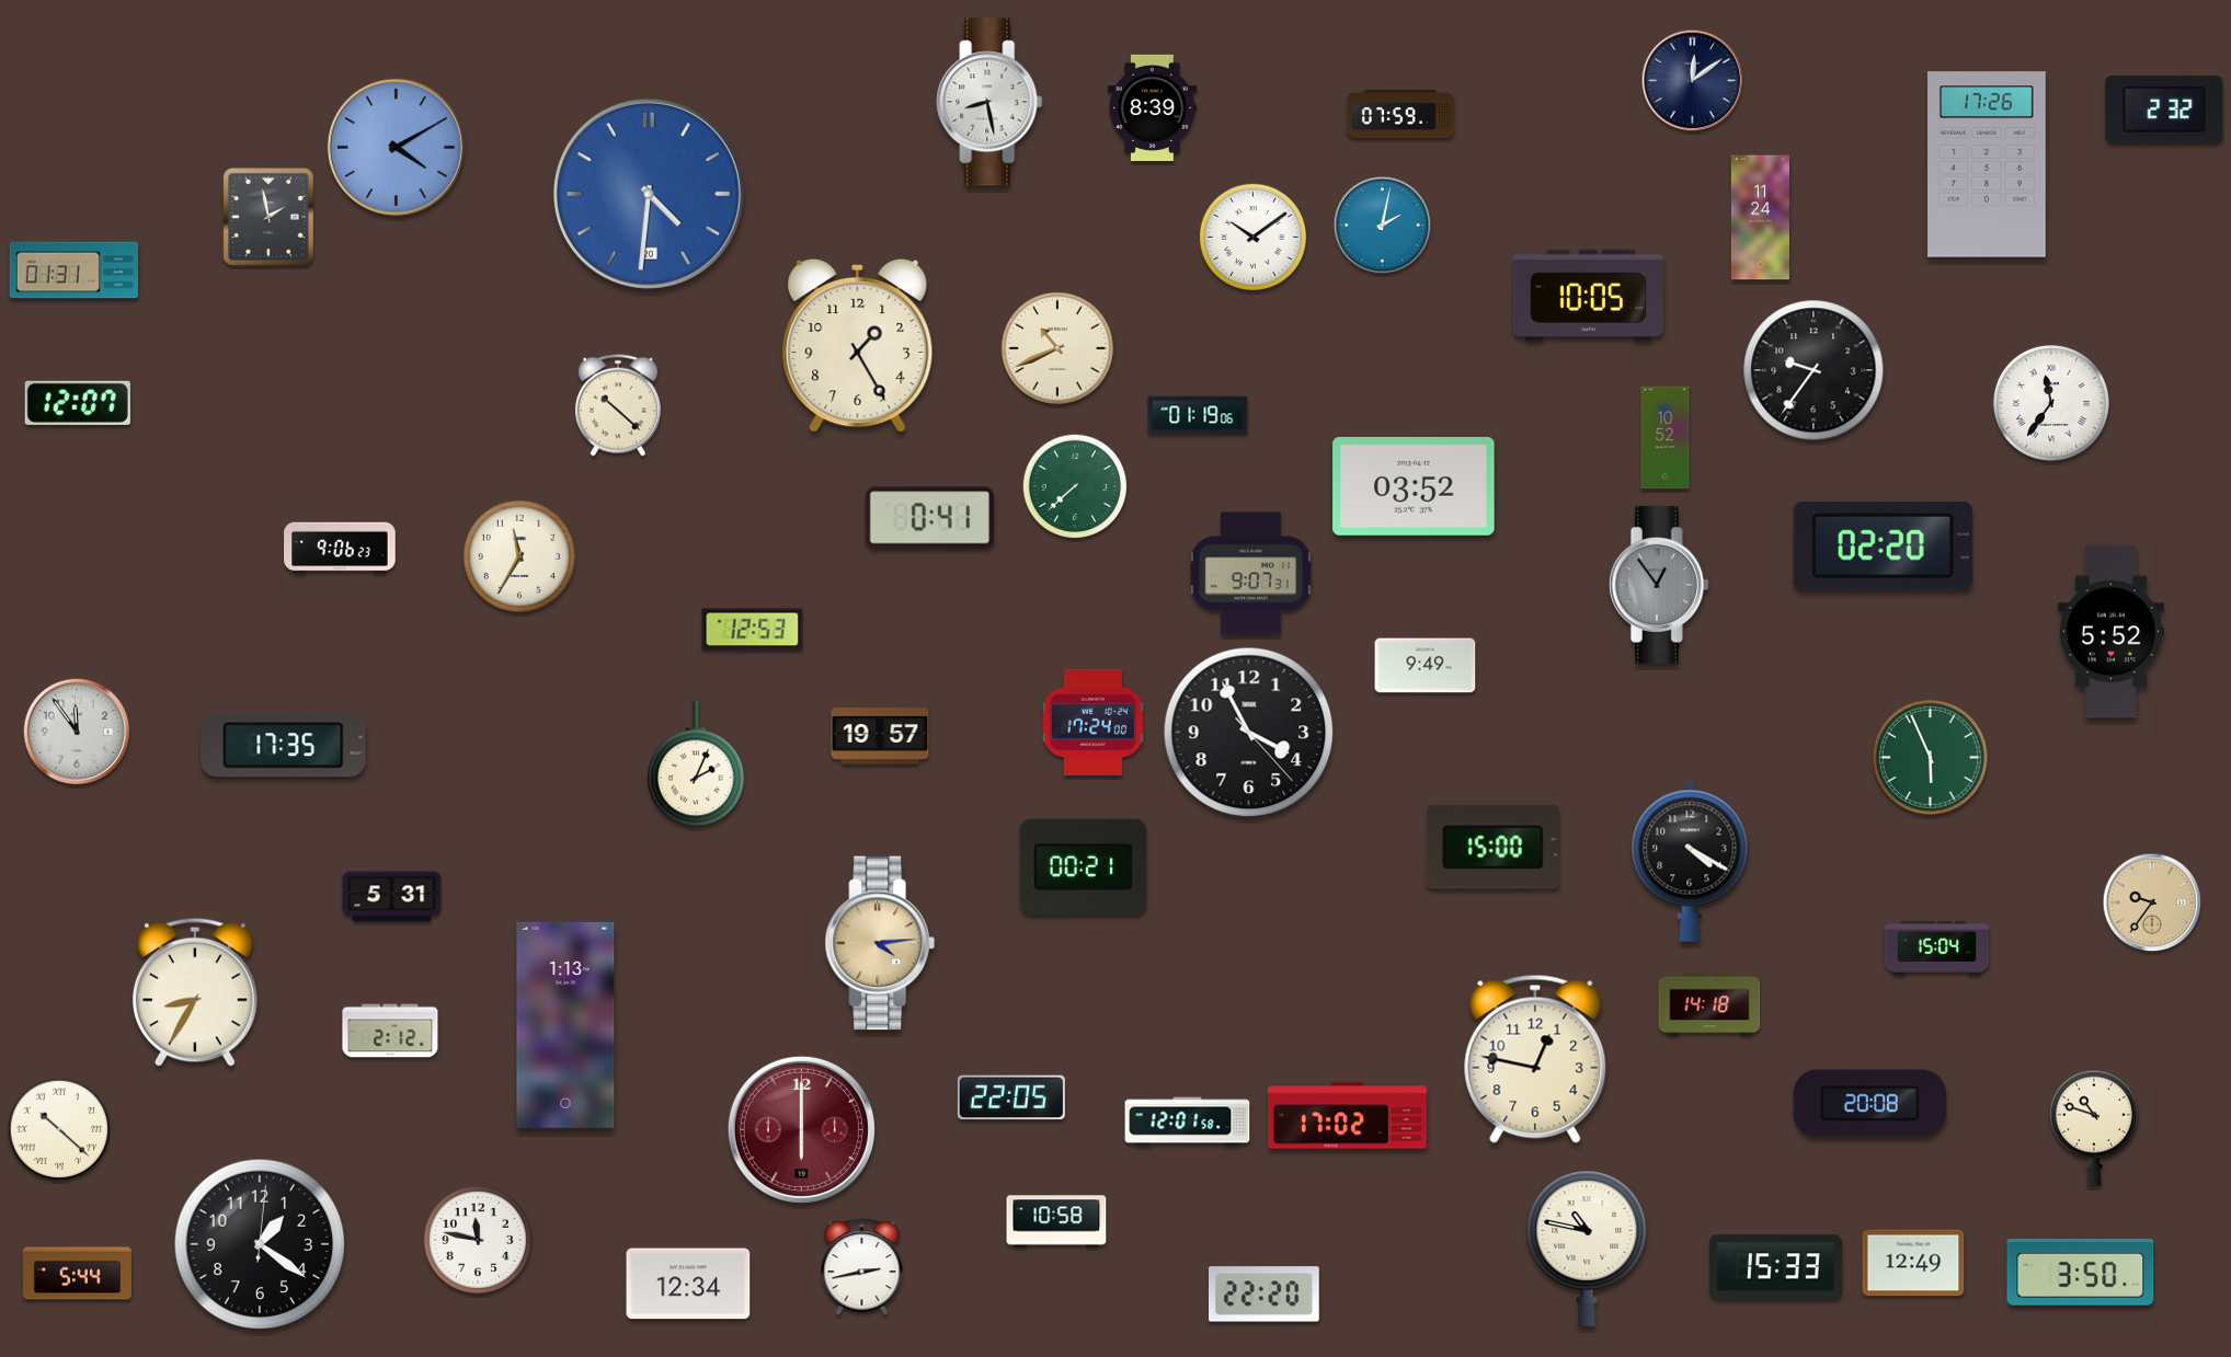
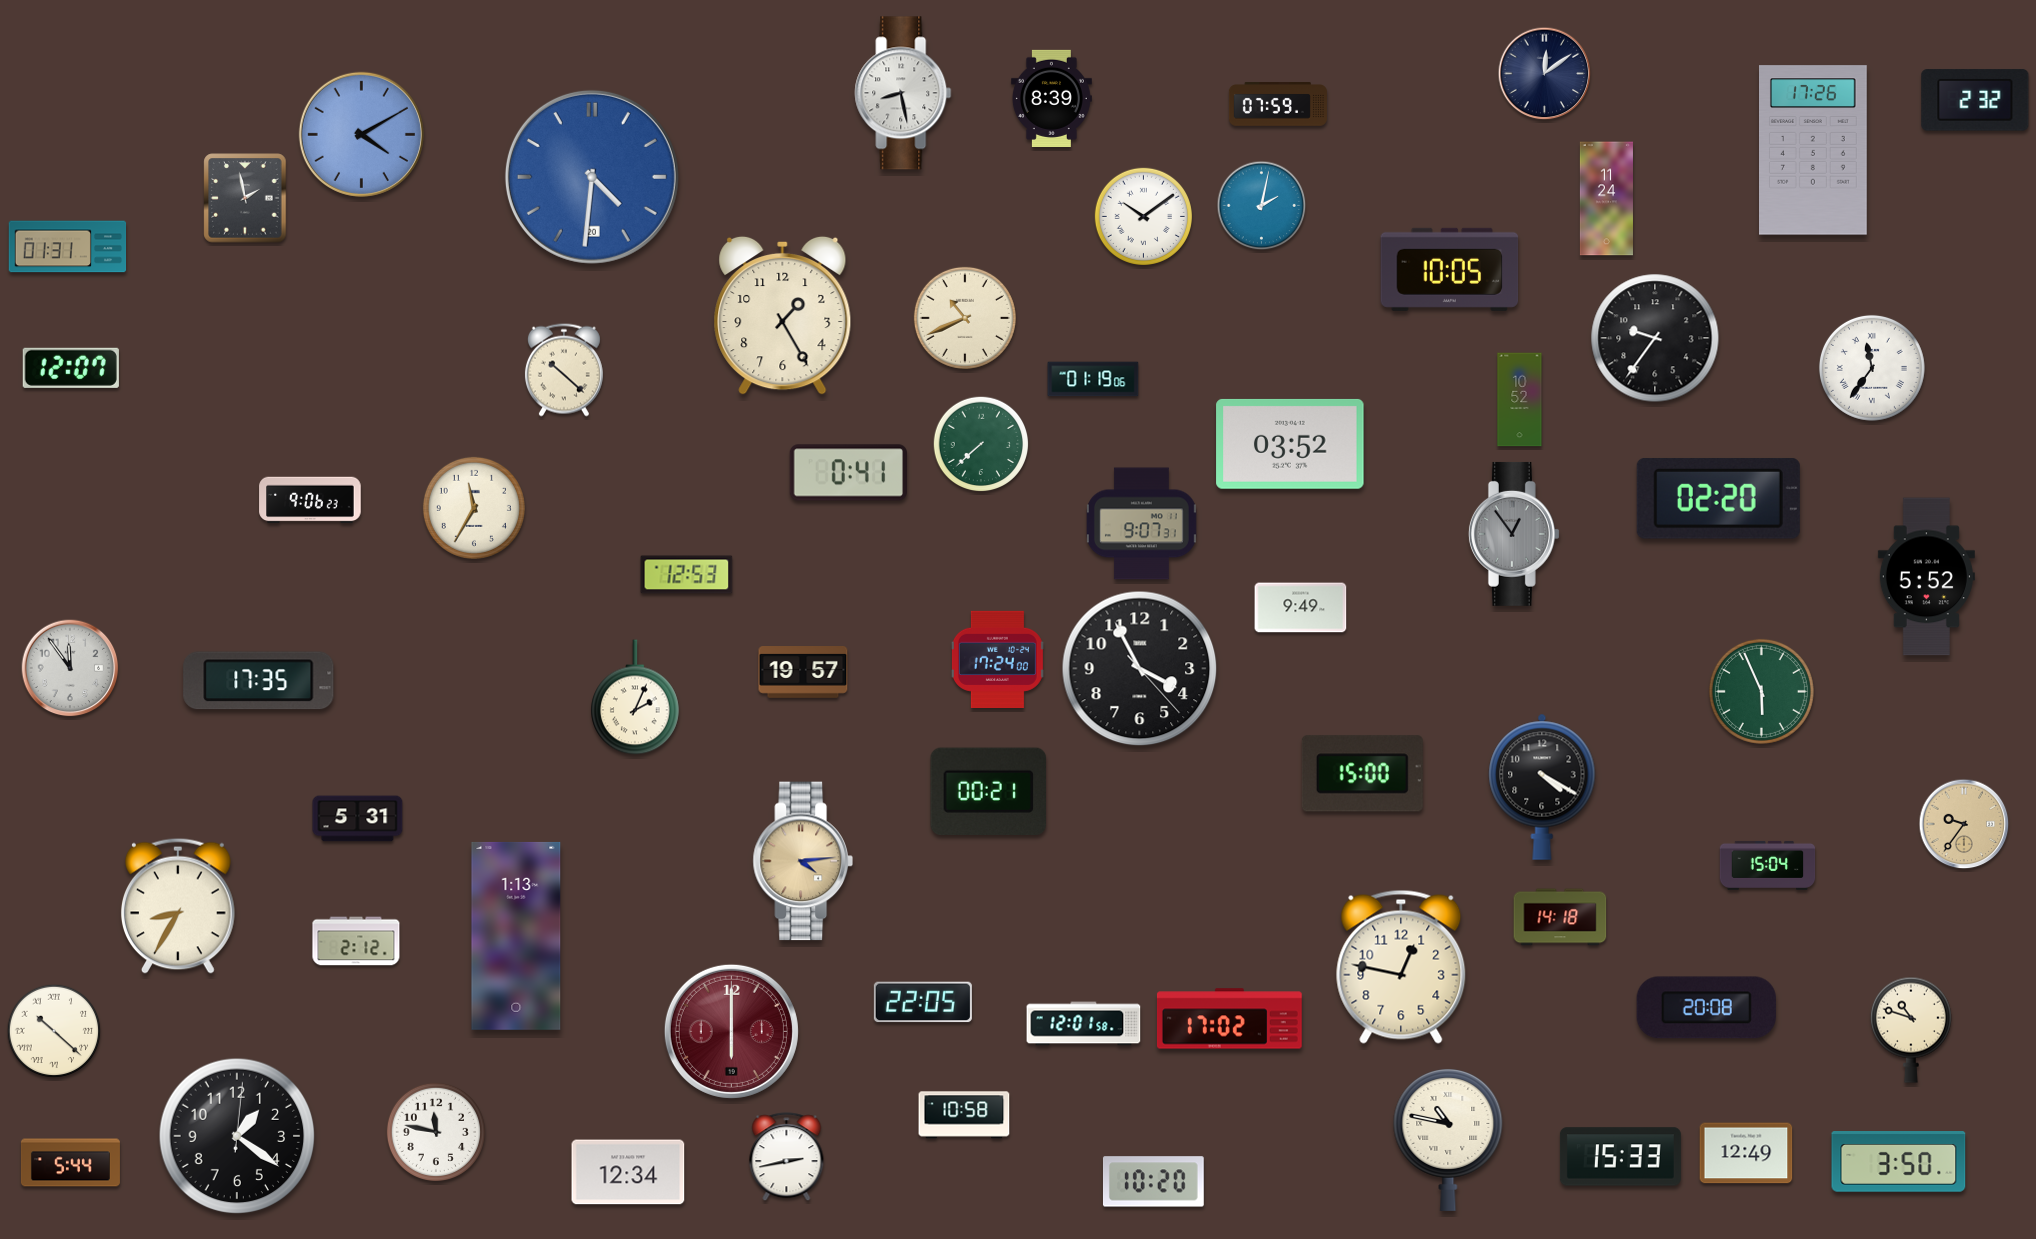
clock at (1263, 1295): 22:20 -> 10:20
